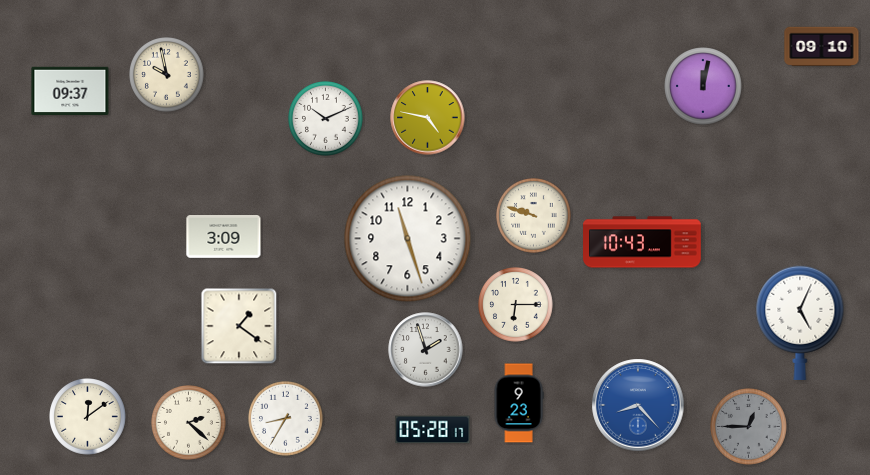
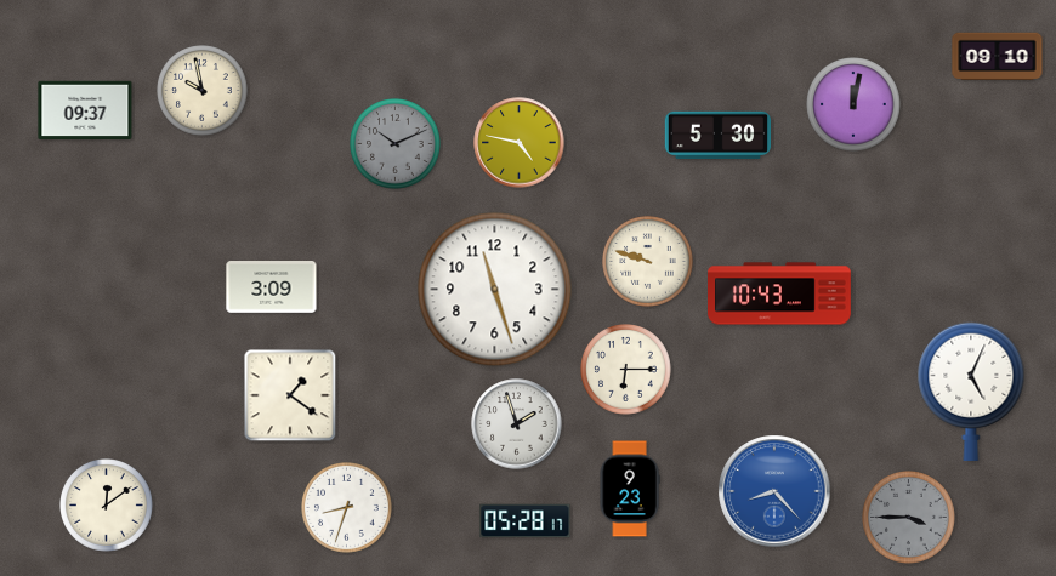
clock at (719, 136): none -> 5:30
clock at (326, 119) dial: white -> grey
clock at (286, 419): 8:35 -> 8:33
clock at (189, 423): 2:22 -> none
clock at (749, 427): 12:45 -> 3:45
